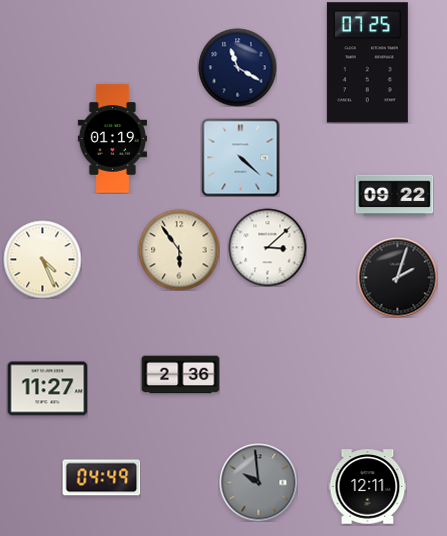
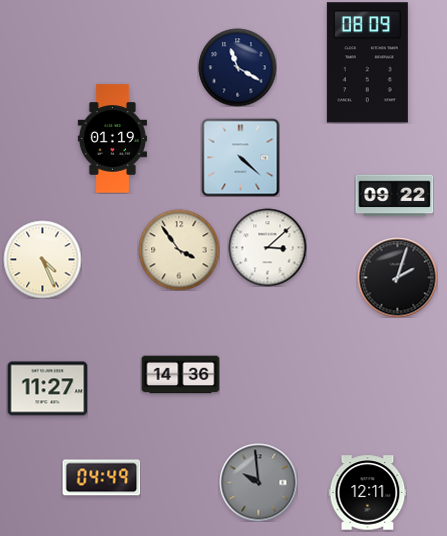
clock at (367, 63): 07:25 -> 08:09
clock at (179, 250): 5:54 -> 3:54
clock at (180, 375): 2:36 -> 14:36
clock at (367, 487) position: (367, 487) -> (367, 493)
